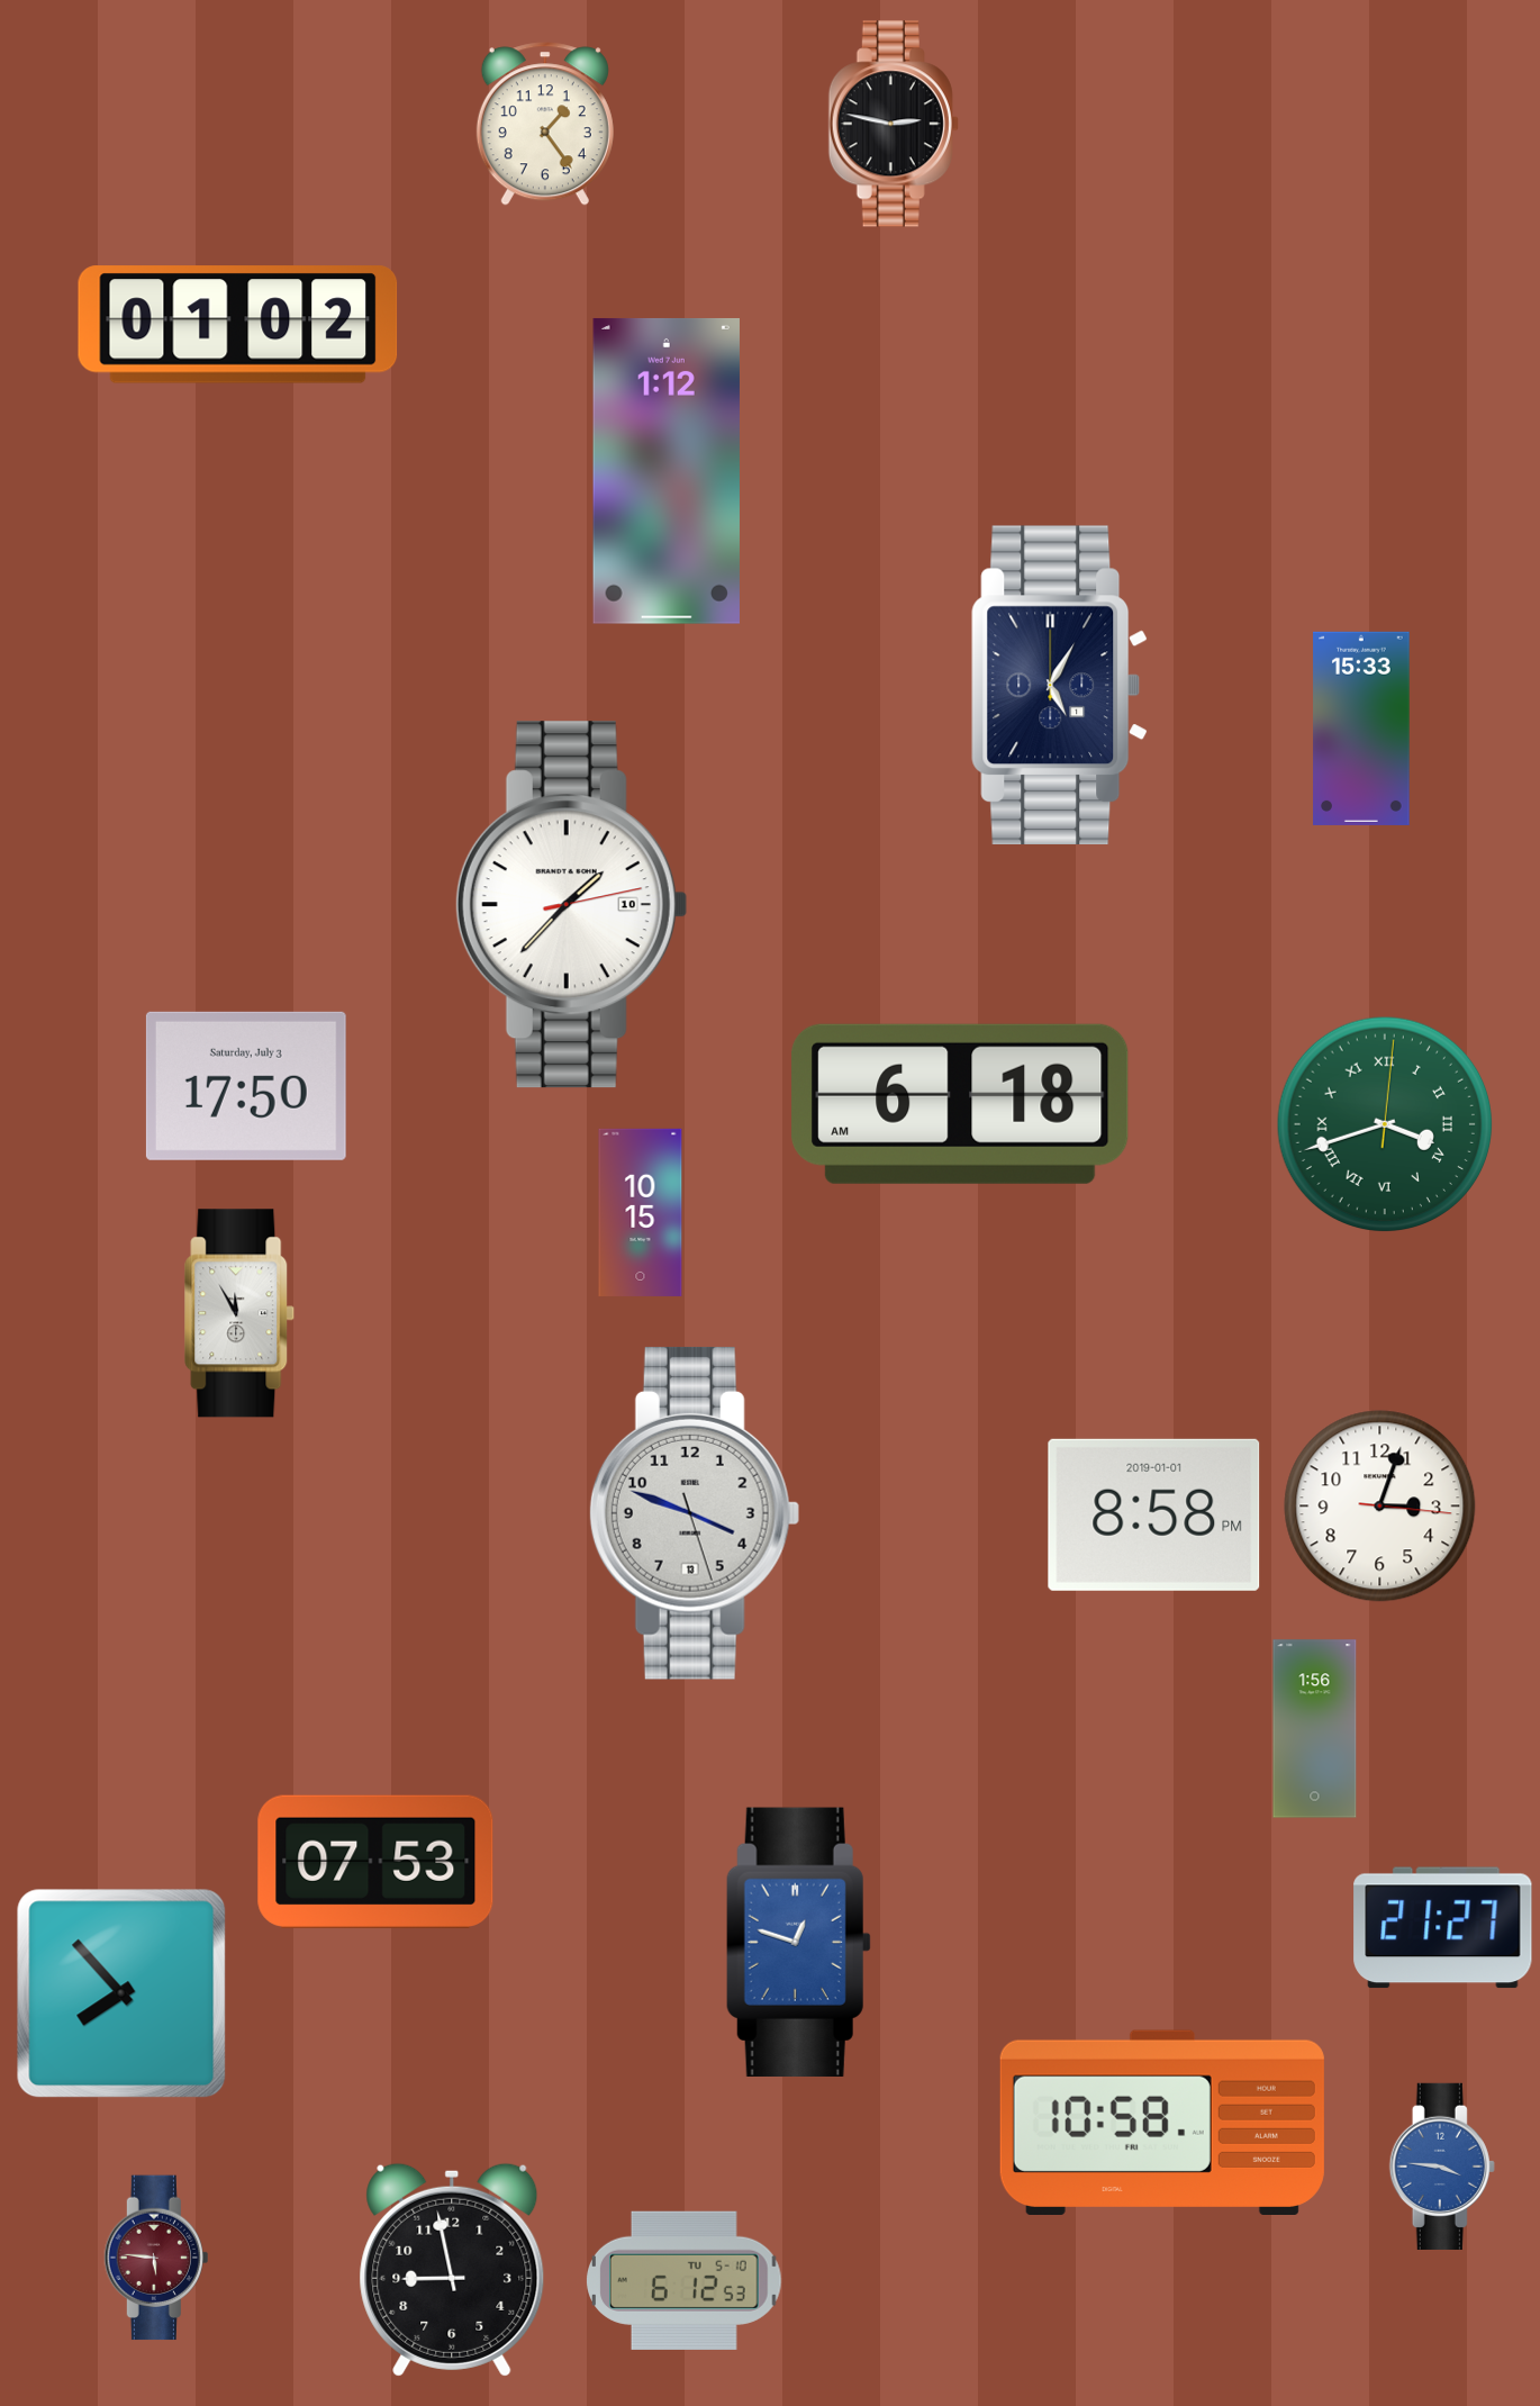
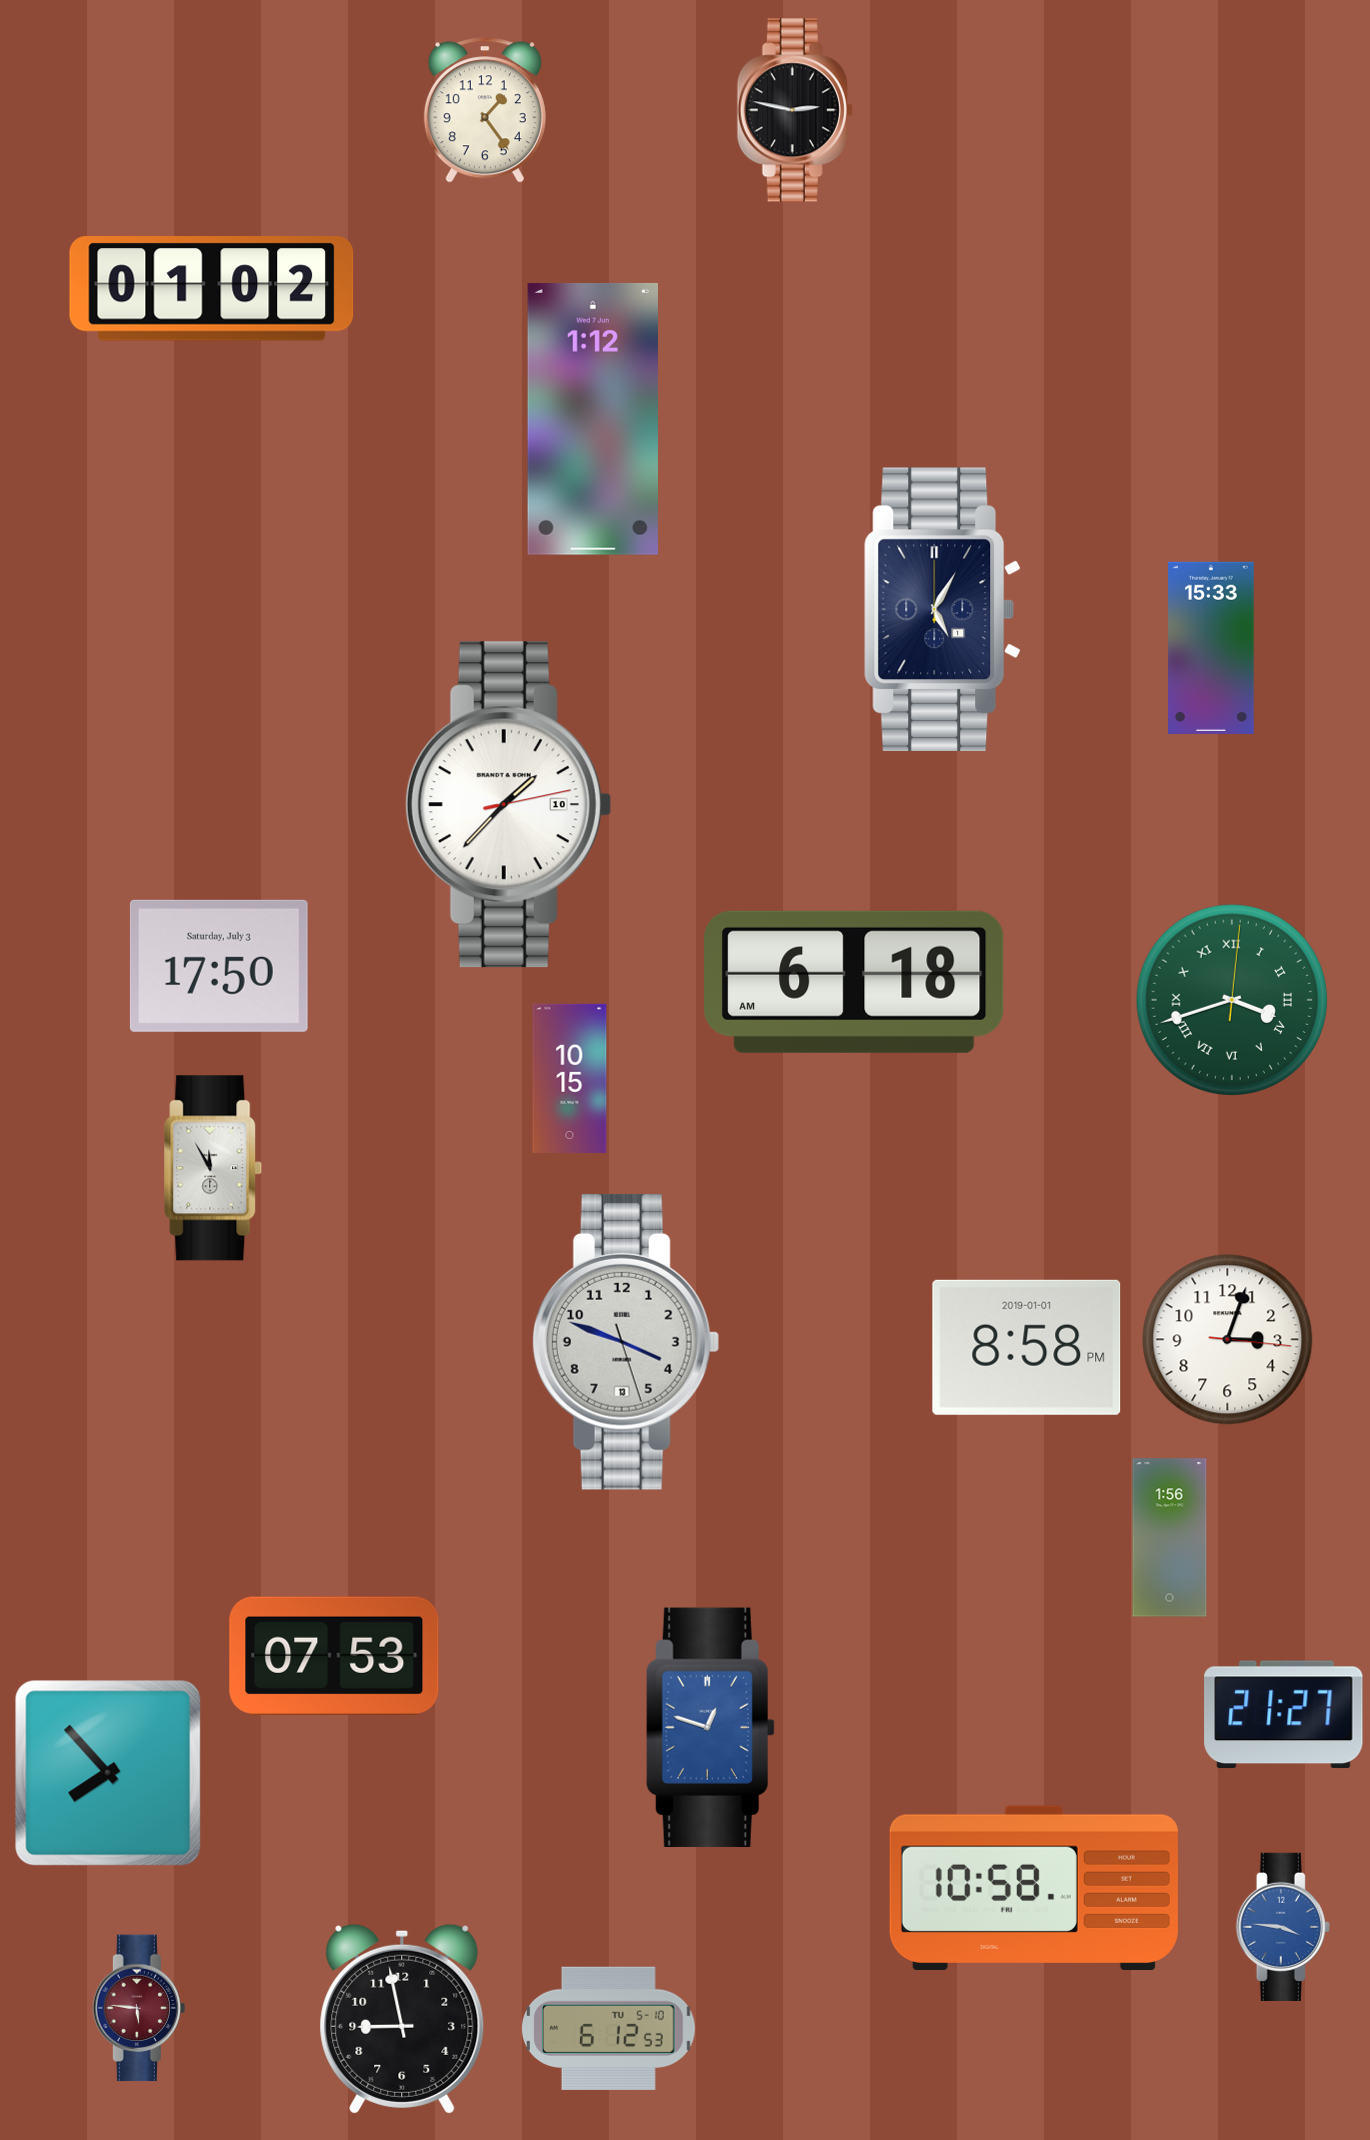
clock at (695, 1513) position: (695, 1513) -> (626, 1342)
